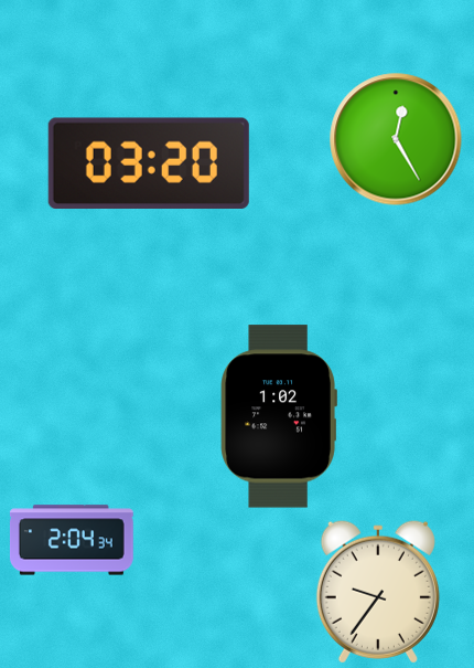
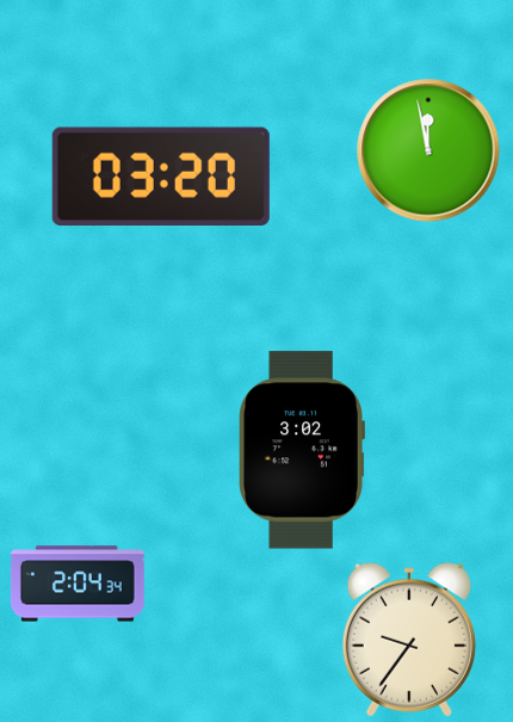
clock at (396, 139): 12:25 -> 11:58
clock at (279, 416): 1:02 -> 3:02
